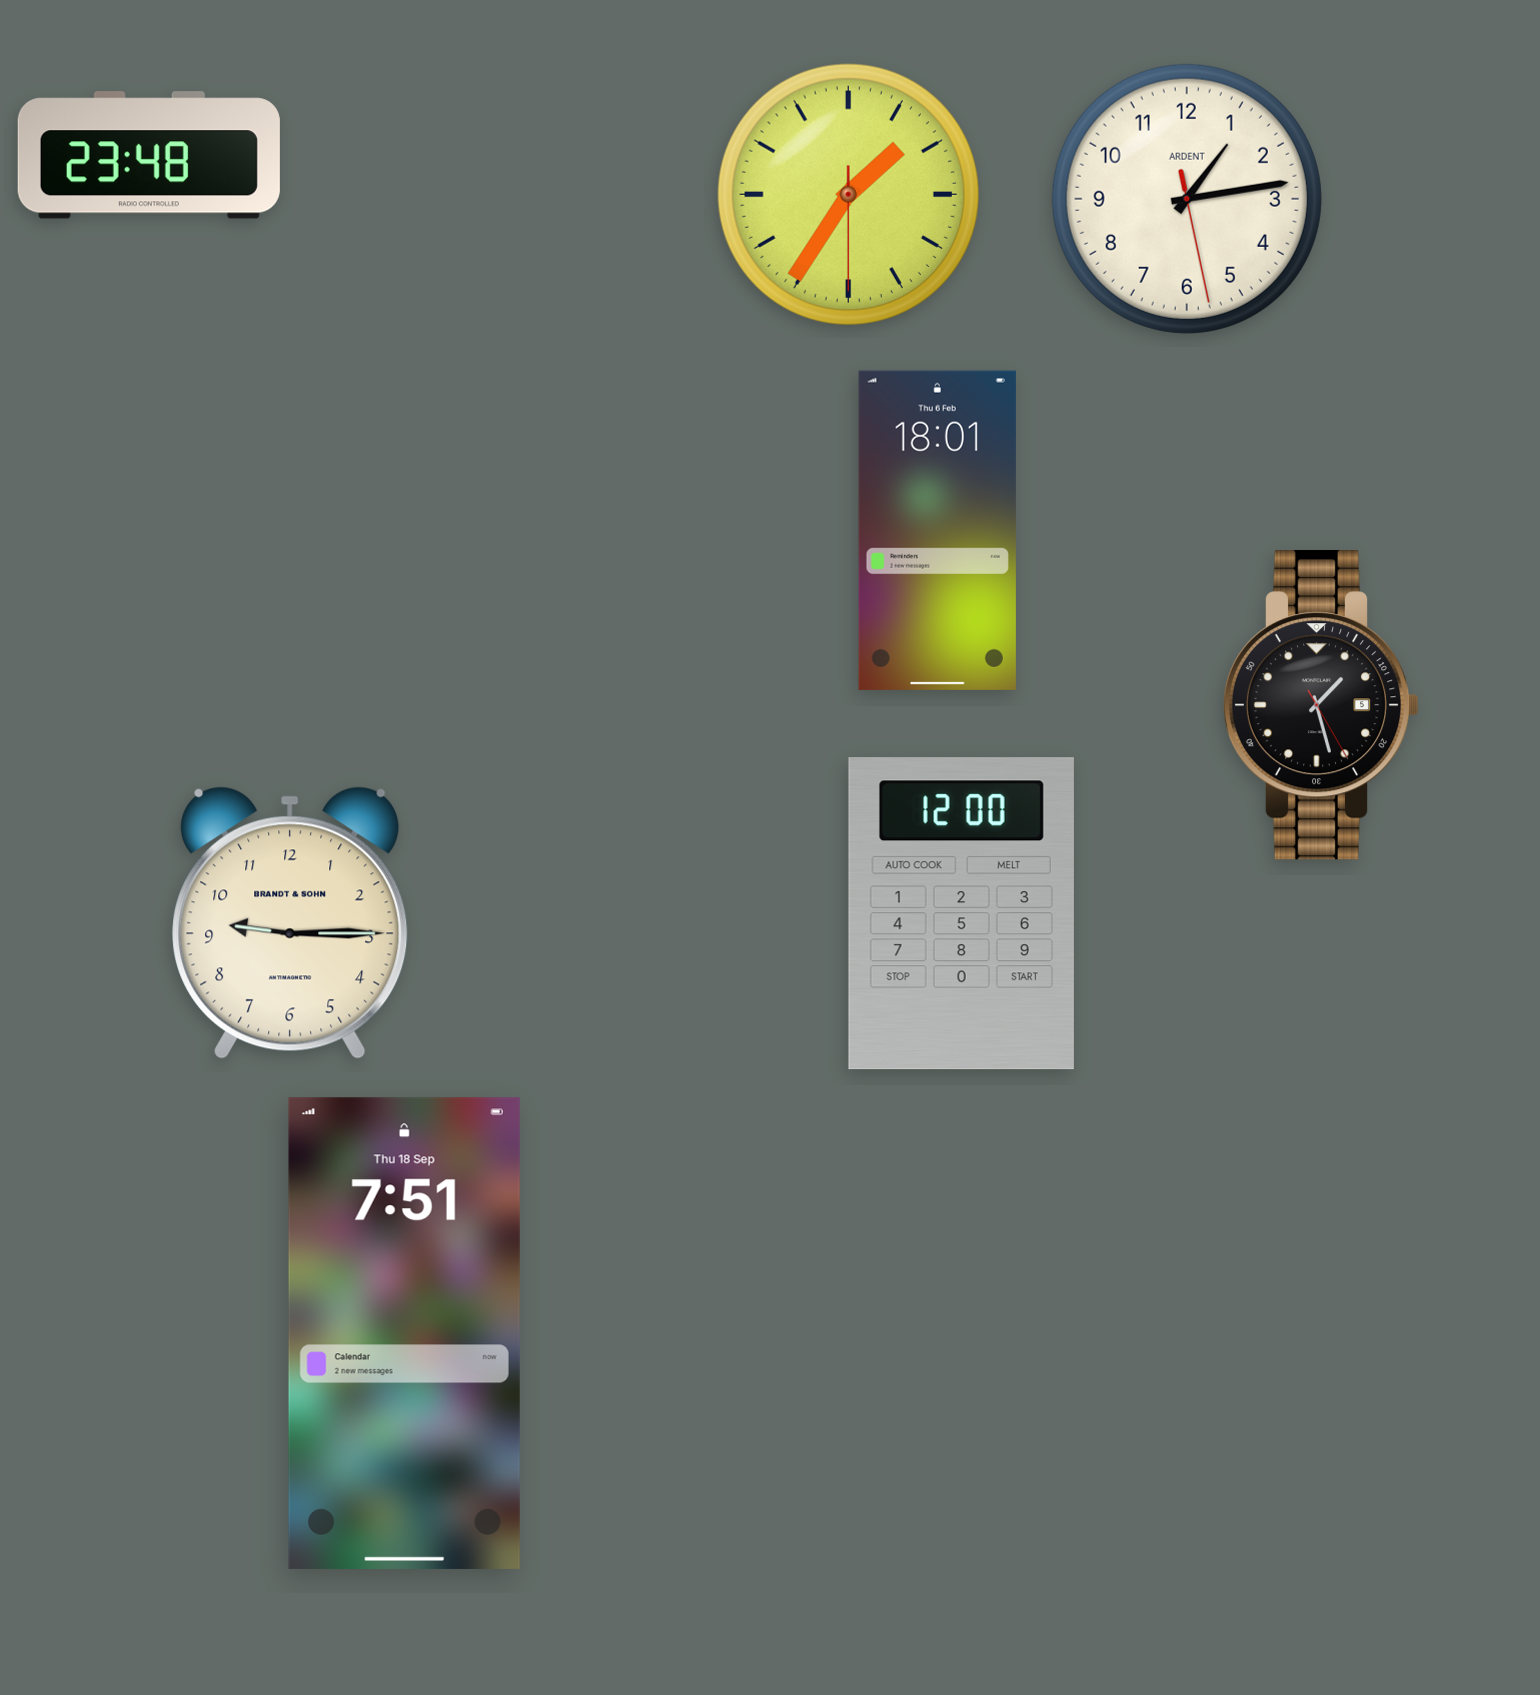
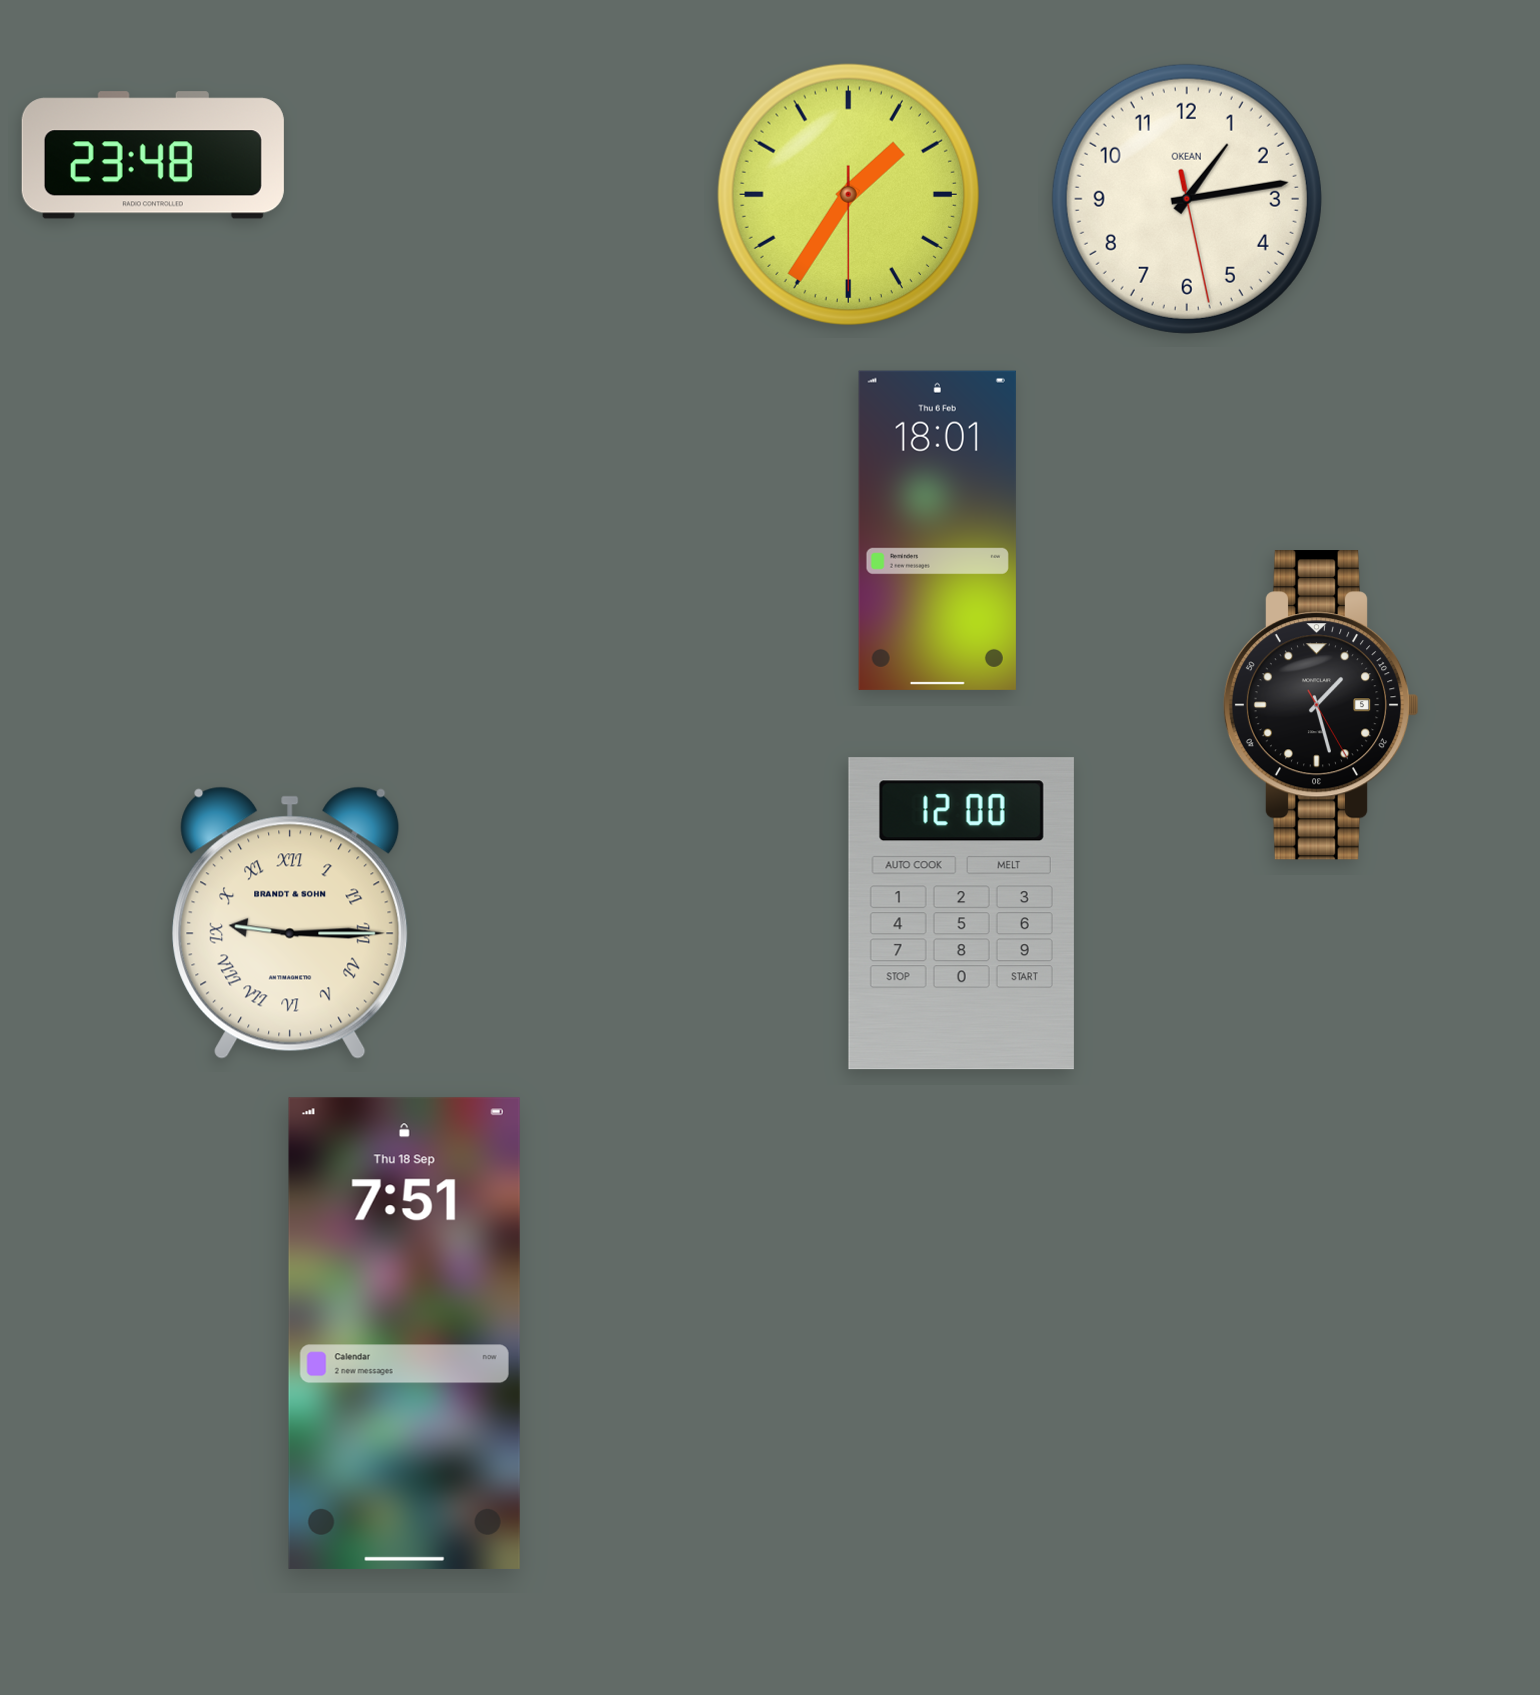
clock at (149, 155) position: (149, 155) -> (153, 155)
clock at (1187, 199) brand: ARDENT -> OKEAN
clock at (290, 923) numerals: Arabic -> Roman
